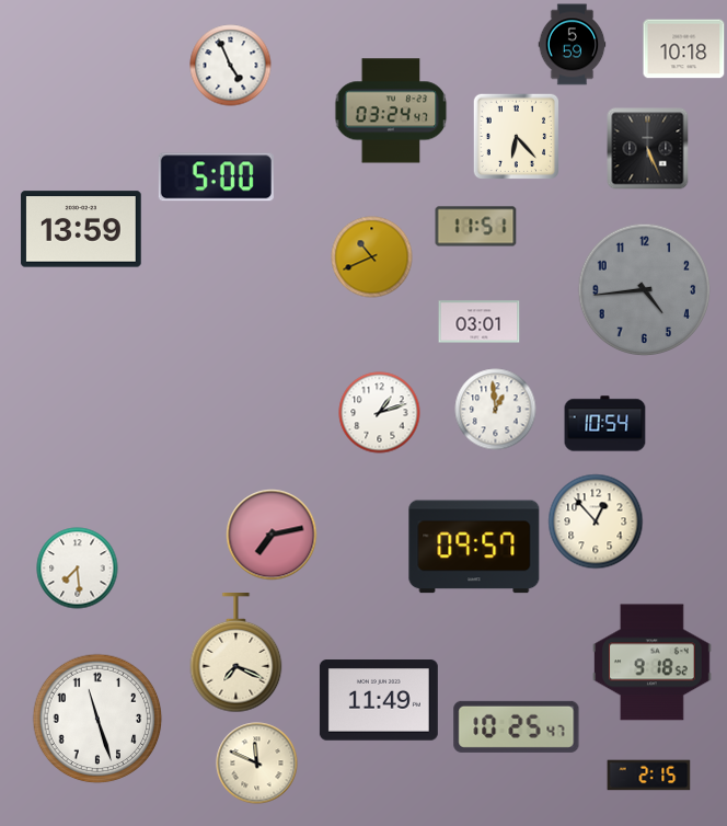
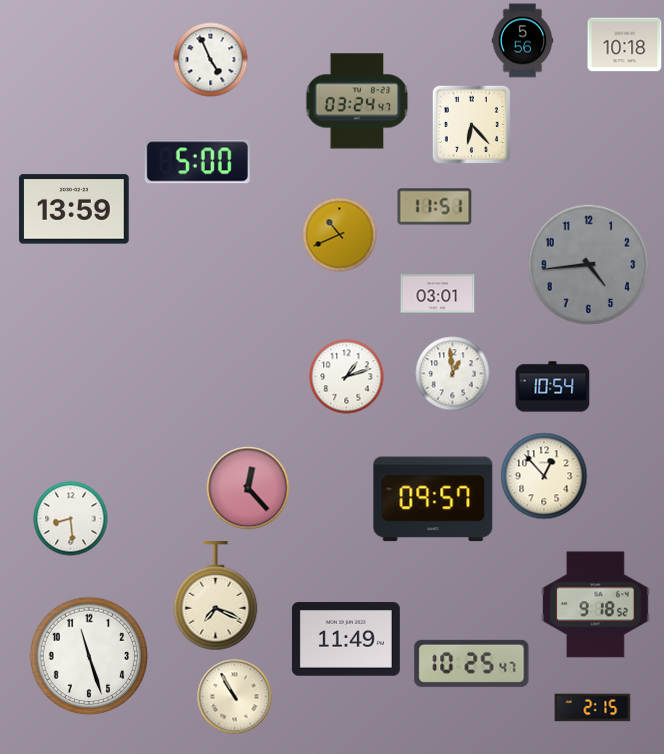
clock at (573, 45): 5:59 -> 5:56
clock at (648, 149): 5:26 -> none
clock at (272, 535): 7:13 -> 12:23
clock at (78, 569): 7:29 -> 8:29
clock at (257, 764): 11:49 -> 10:55
